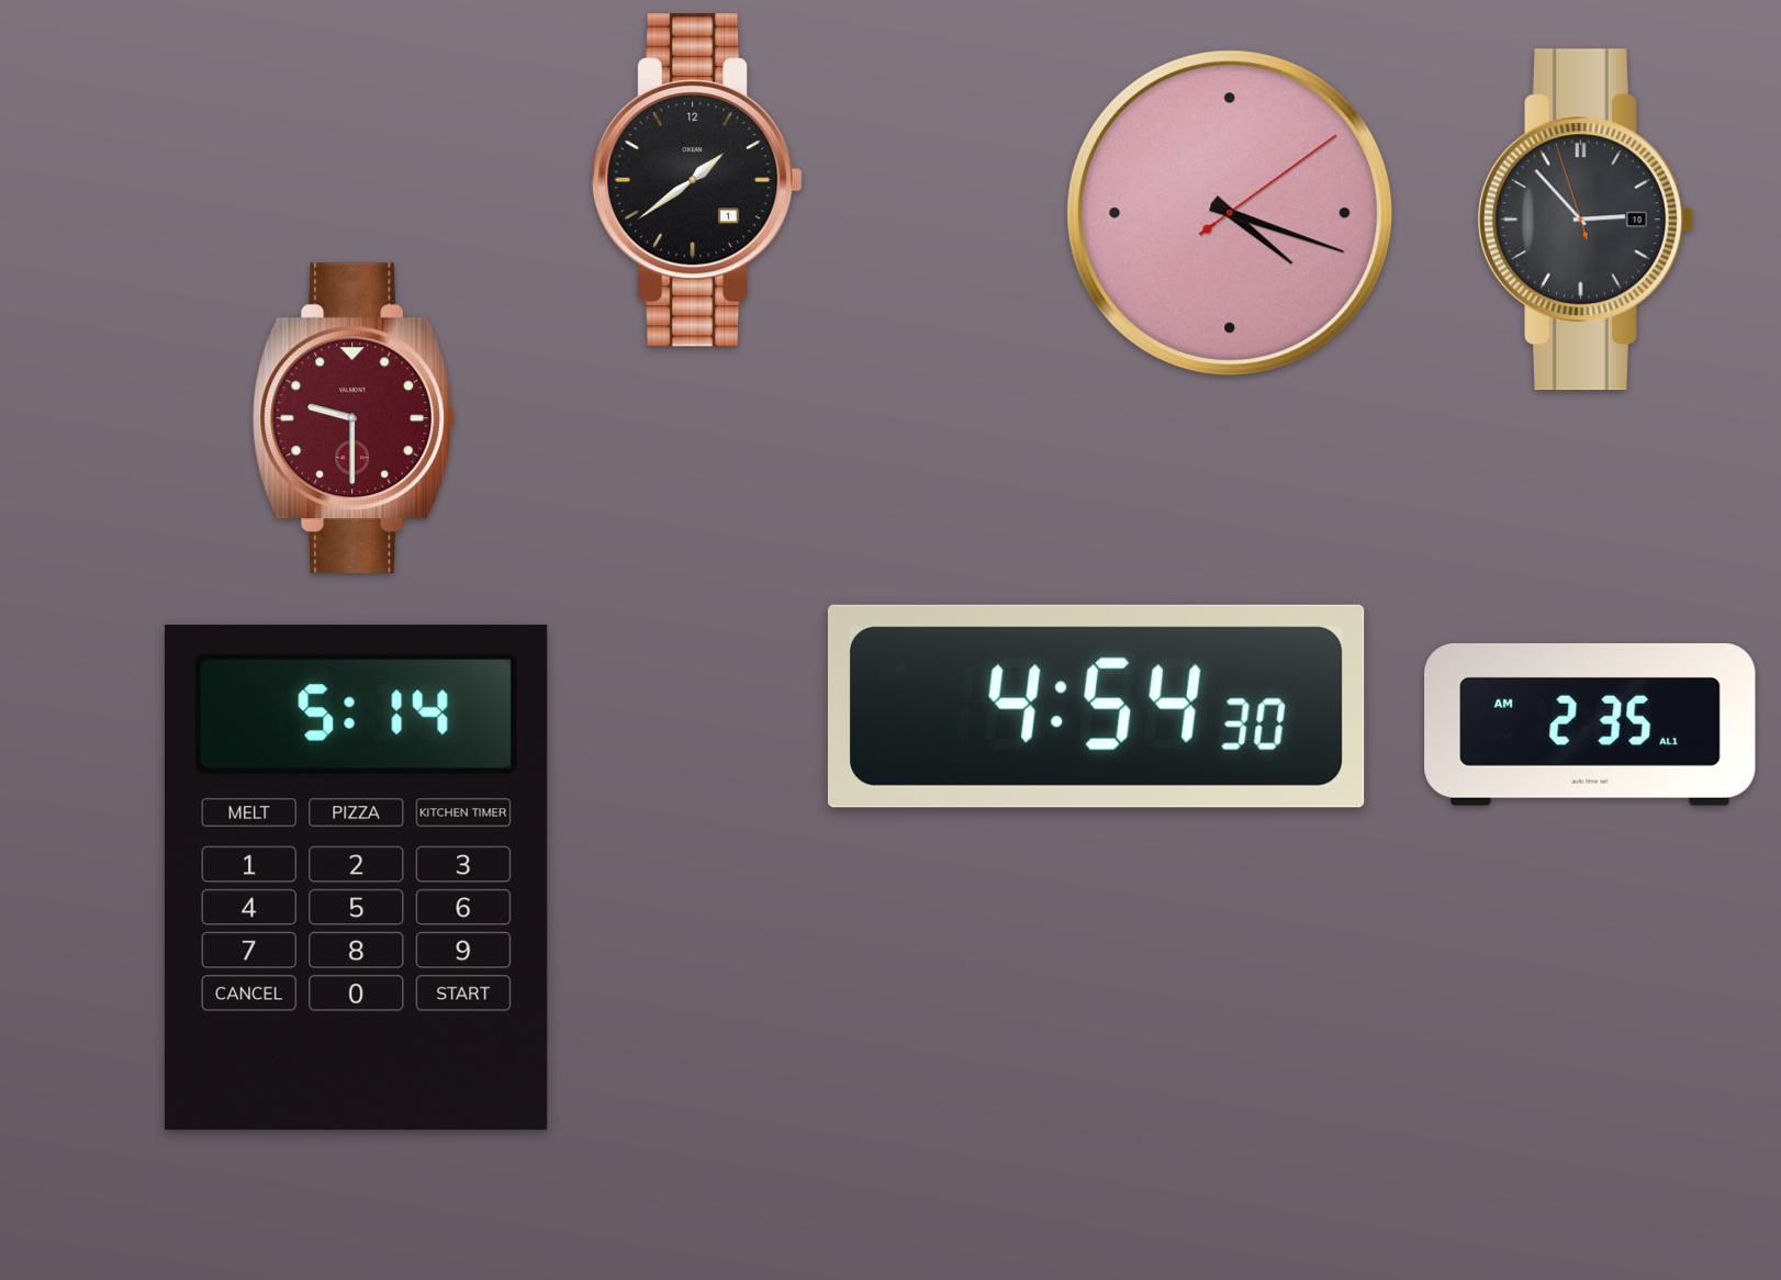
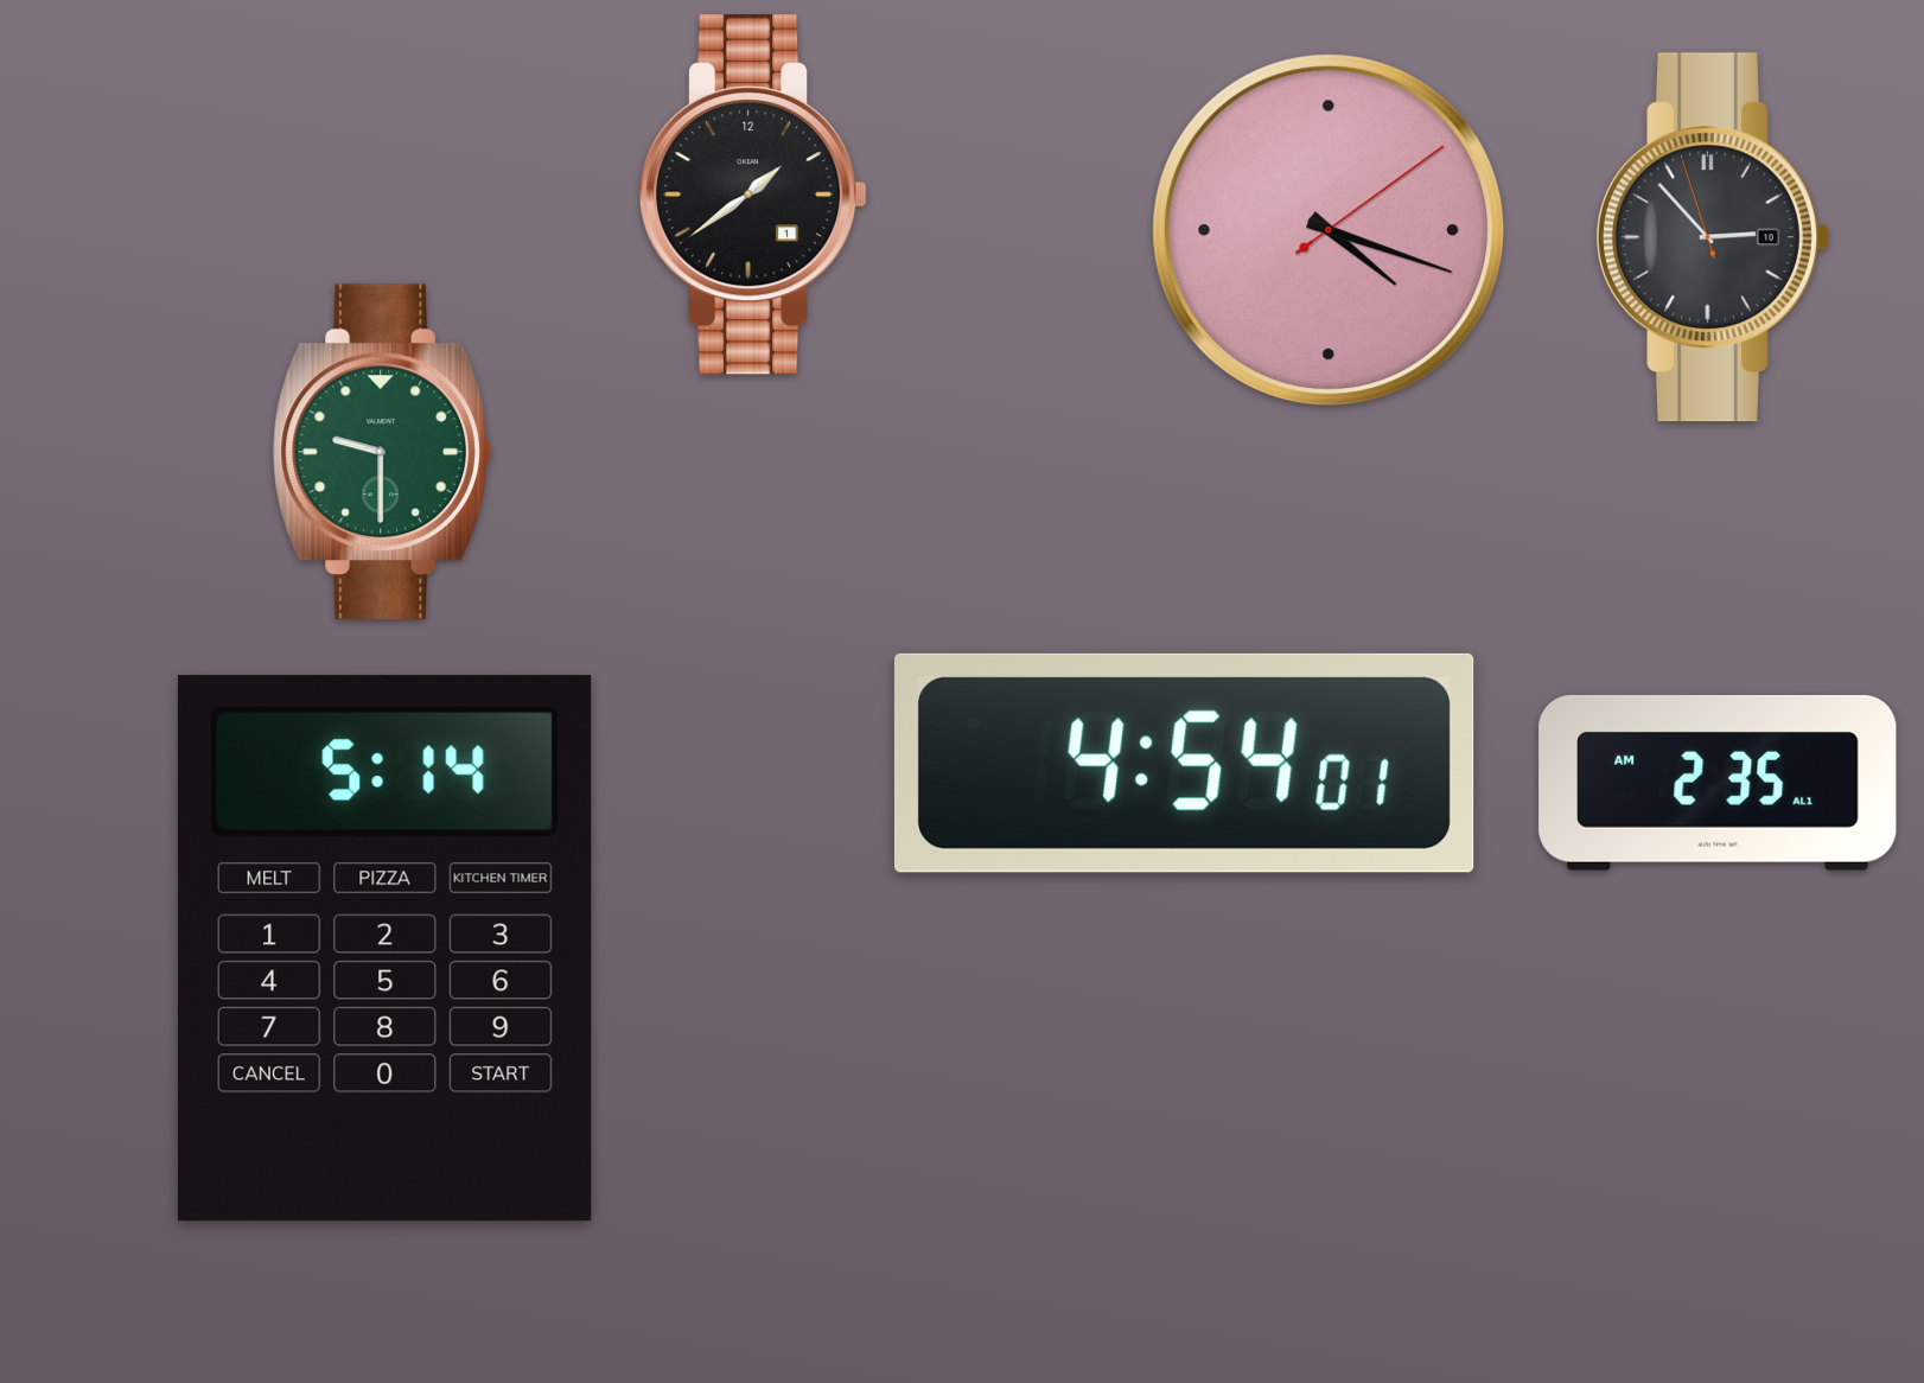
clock at (352, 418) dial: burgundy -> green
clock at (1096, 706): 4:54:30 -> 4:54:01
